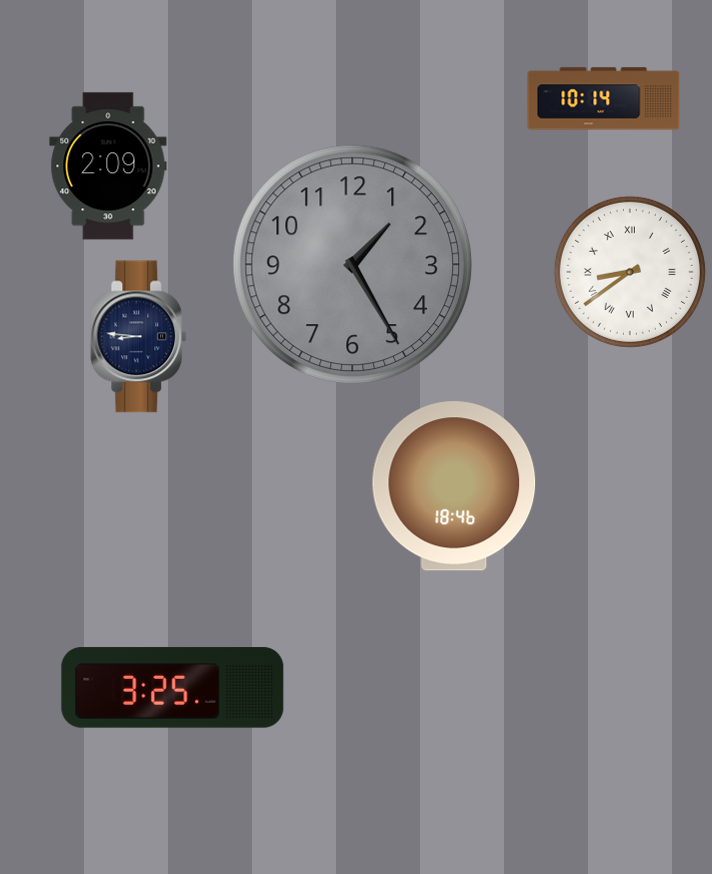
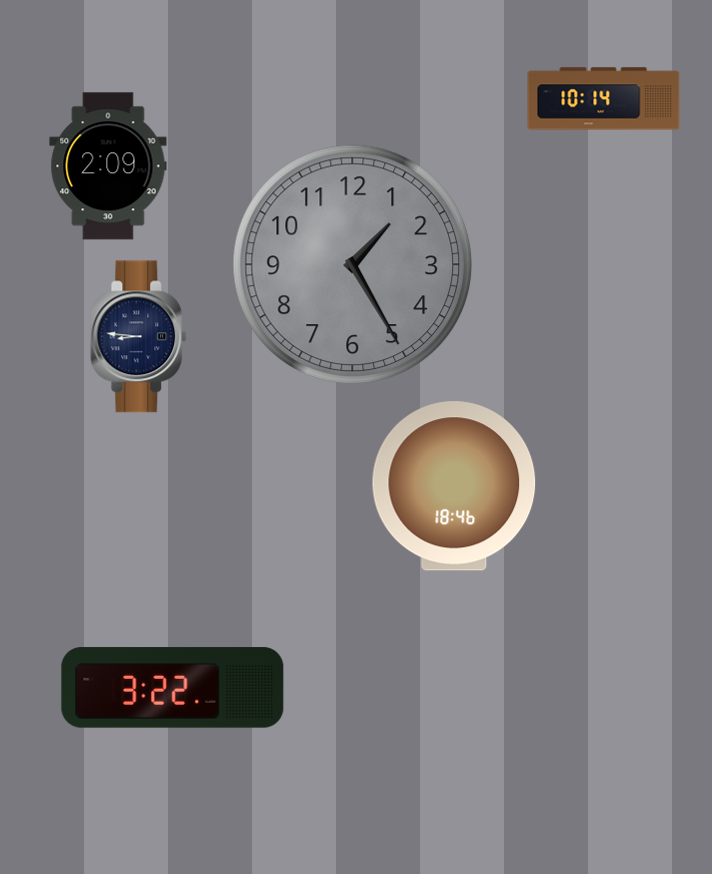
clock at (630, 272): 8:39 -> none
clock at (173, 688): 3:25 -> 3:22
